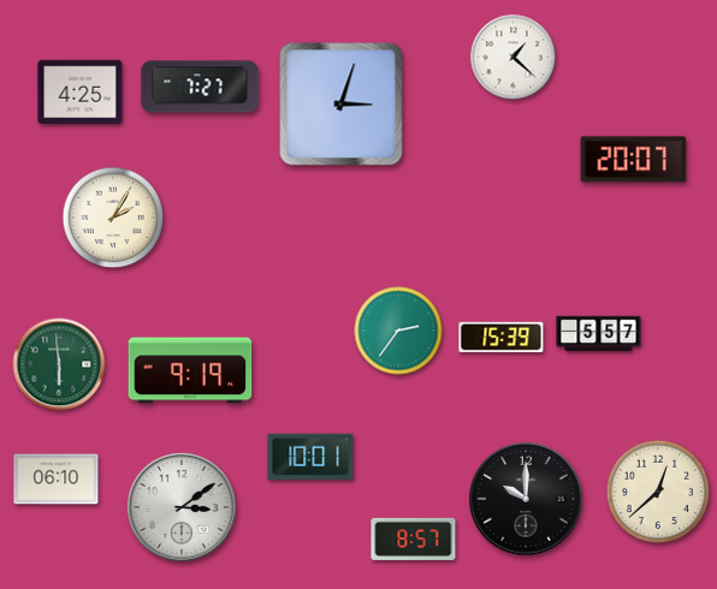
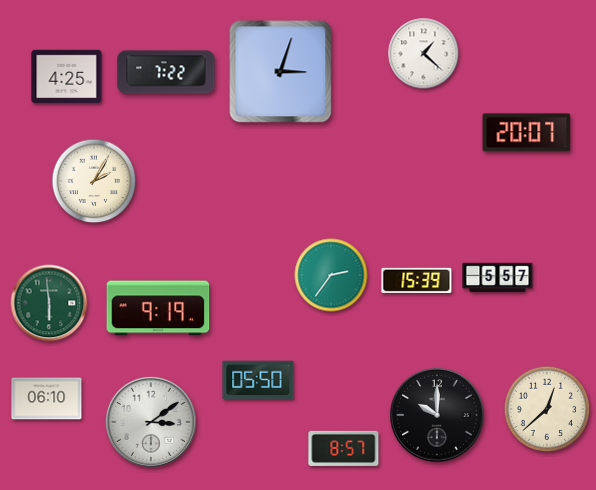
clock at (514, 58) position: (514, 58) -> (424, 54)
clock at (200, 87): 7:27 -> 7:22
clock at (342, 105) position: (342, 105) -> (281, 72)
clock at (310, 457): 10:01 -> 05:50
